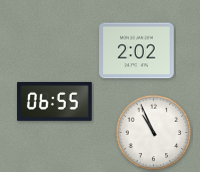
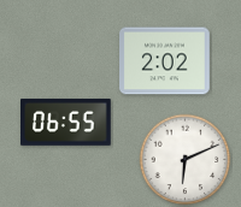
clock at (154, 133): 10:56 -> 6:11
